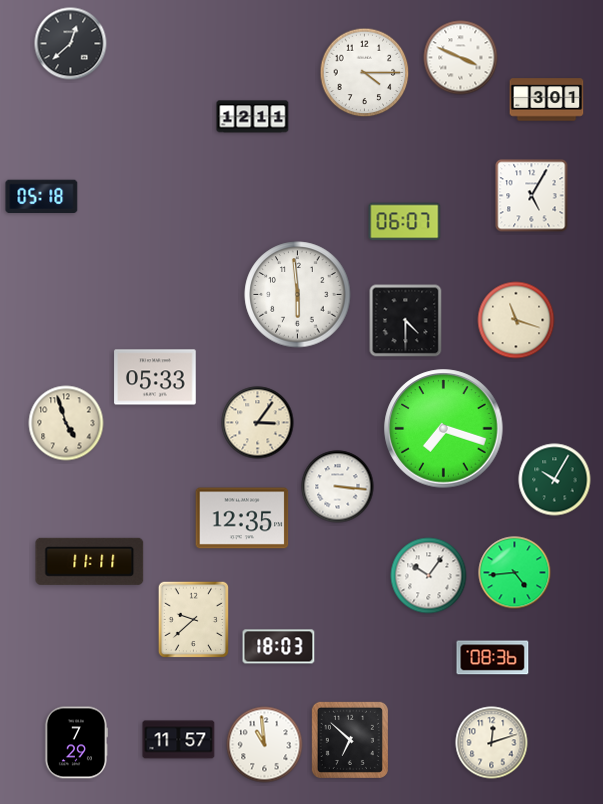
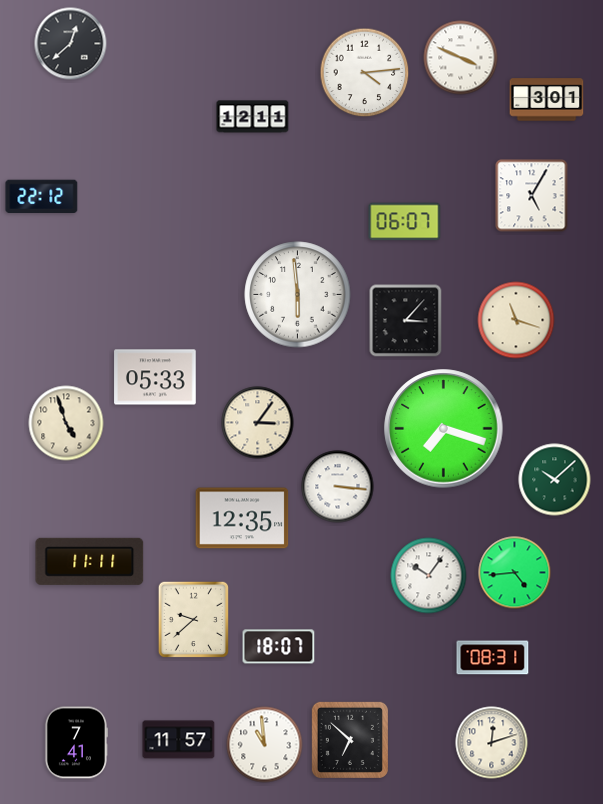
clock at (365, 73): 4:15 -> 4:14
clock at (42, 197): 05:18 -> 22:12
clock at (406, 321): 4:30 -> 3:07
clock at (555, 480): 10:05 -> 10:08
clock at (279, 647): 18:03 -> 18:07
clock at (493, 658): 08:36 -> 08:31
clock at (75, 743): 7:29 -> 7:41
